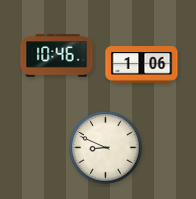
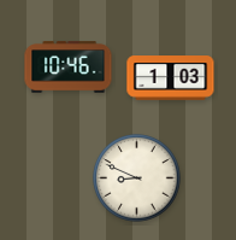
clock at (142, 65): 1:06 -> 1:03
clock at (106, 148) position: (106, 148) -> (137, 178)
